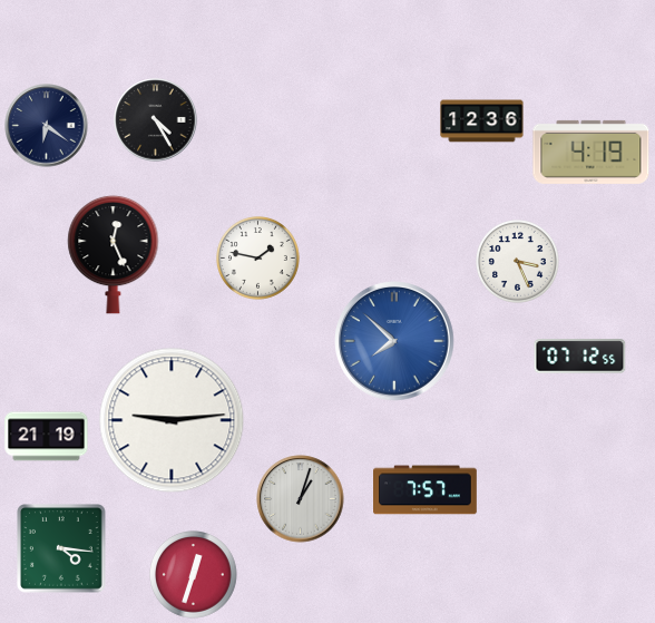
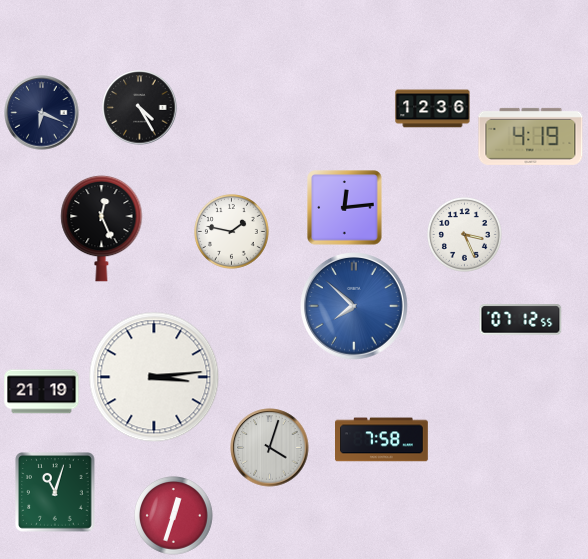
clock at (47, 126): 6:21 -> 6:19
clock at (345, 208): none -> 12:14
clock at (172, 420): 9:14 -> 3:14
clock at (426, 490): 7:57 -> 7:58
clock at (301, 499): 1:03 -> 4:03
clock at (62, 549): 4:16 -> 11:03
